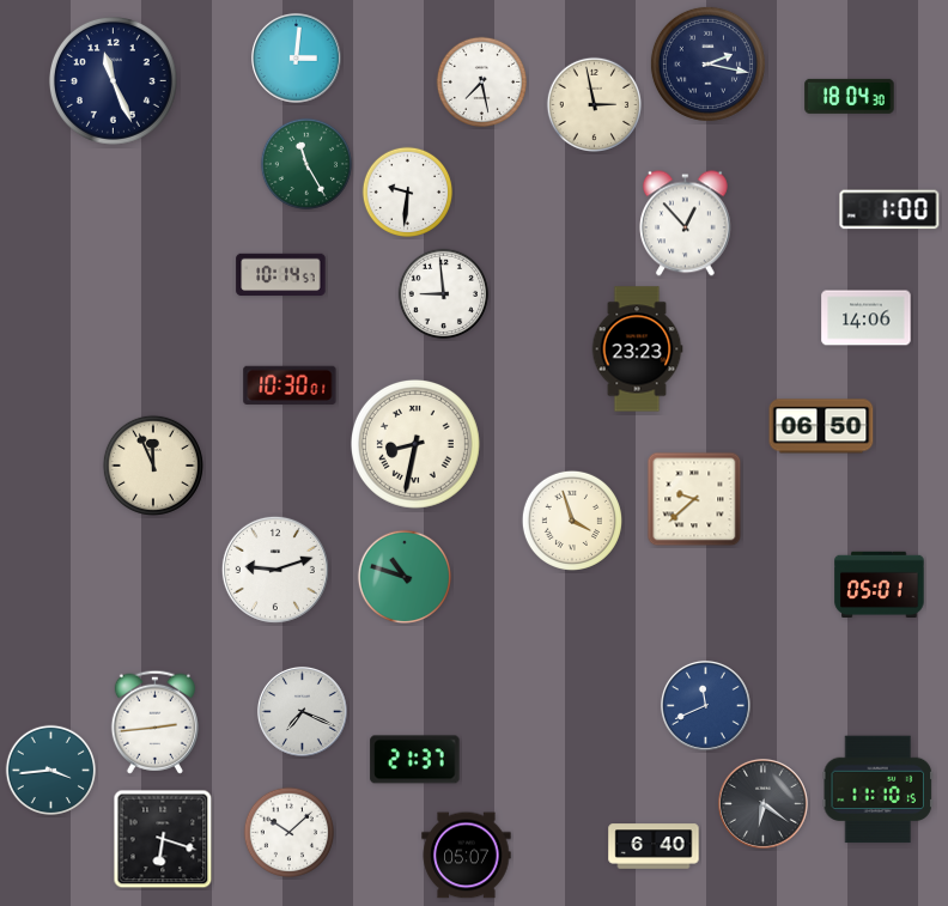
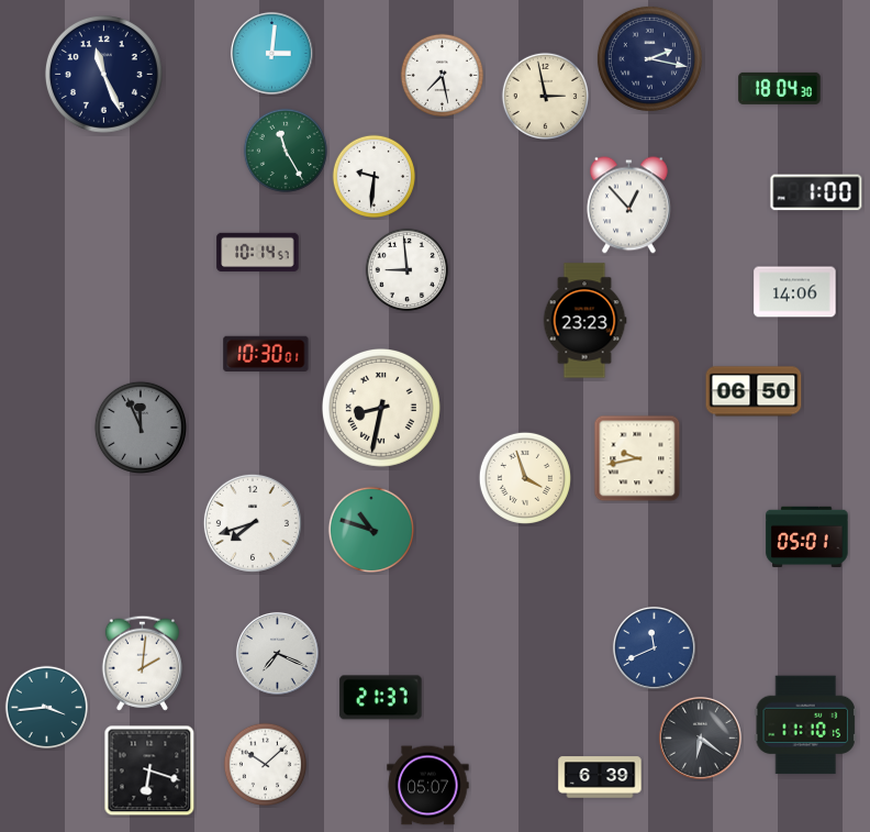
clock at (305, 163) position: (305, 163) -> (285, 149)
clock at (153, 466) dial: cream -> grey
clock at (694, 499): 9:38 -> 9:43
clock at (275, 570): 9:12 -> 7:42
clock at (705, 705) position: (705, 705) -> (654, 647)
clock at (154, 722): 2:44 -> 2:01
clock at (654, 846): 6:40 -> 6:39
